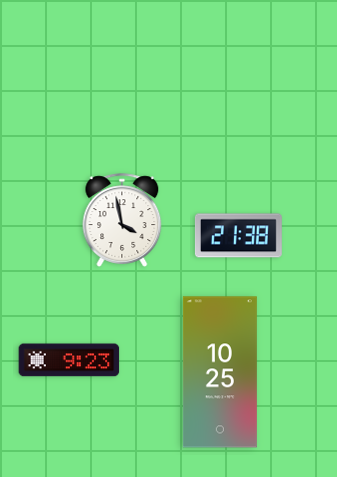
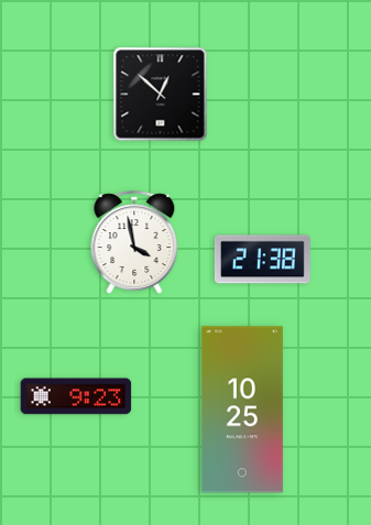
clock at (161, 95): none -> 12:52
